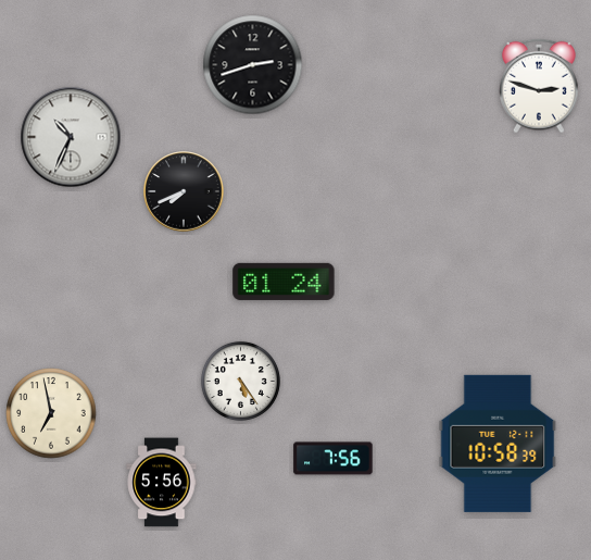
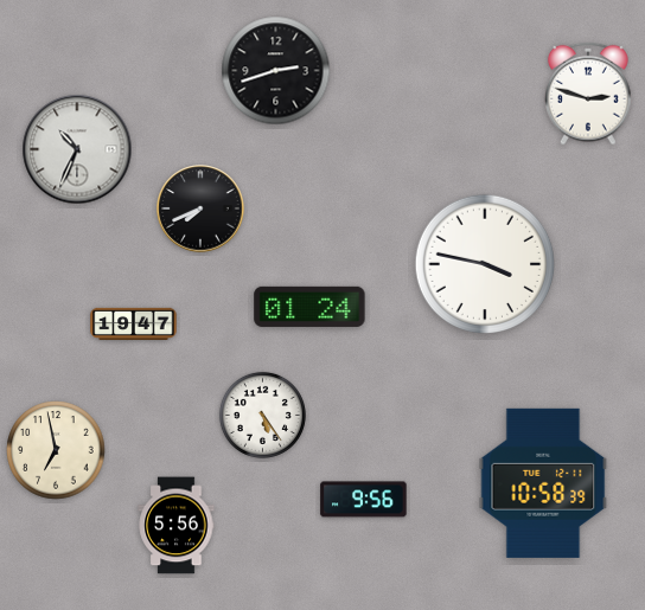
clock at (484, 263): none -> 3:47
clock at (134, 325): none -> 19:47
clock at (334, 459): 7:56 -> 9:56
